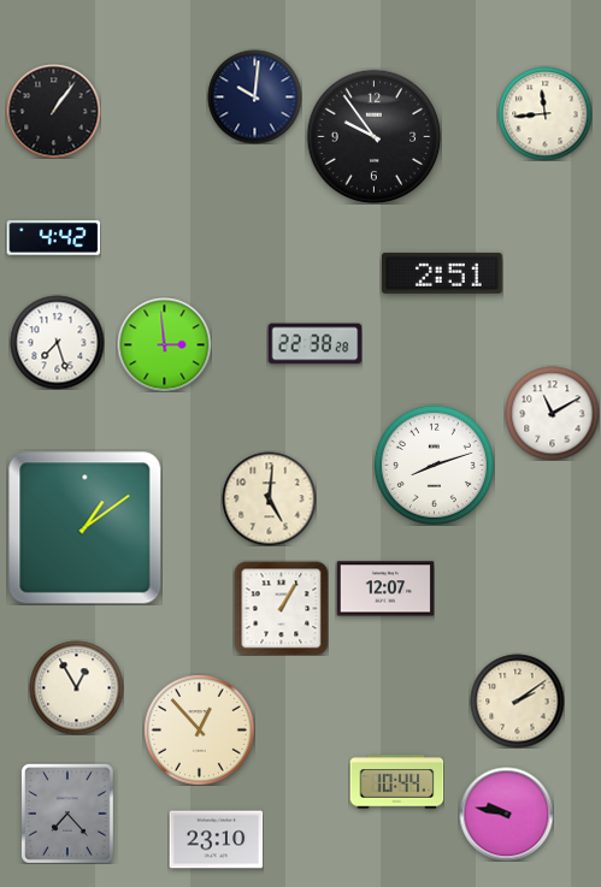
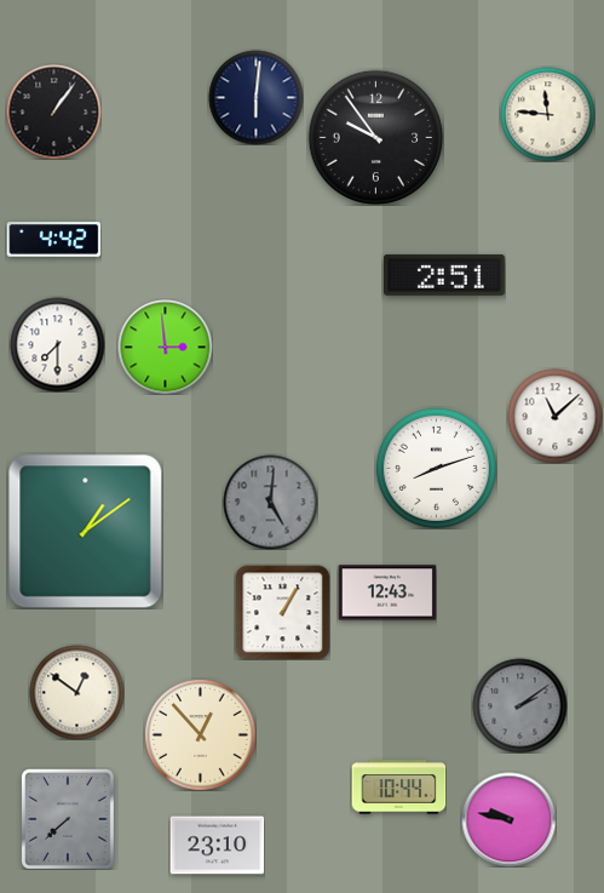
clock at (254, 96): 10:01 -> 6:01
clock at (544, 113): 11:44 -> 11:46
clock at (57, 342): 7:27 -> 7:30
clock at (314, 344): 22:38 -> none
clock at (552, 413): 11:10 -> 11:08
clock at (269, 498) dial: cream -> grey
clock at (385, 589): 12:07 -> 12:43
clock at (76, 687): 12:55 -> 12:51
clock at (517, 700) dial: cream -> grey
clock at (67, 814): 7:23 -> 7:38
